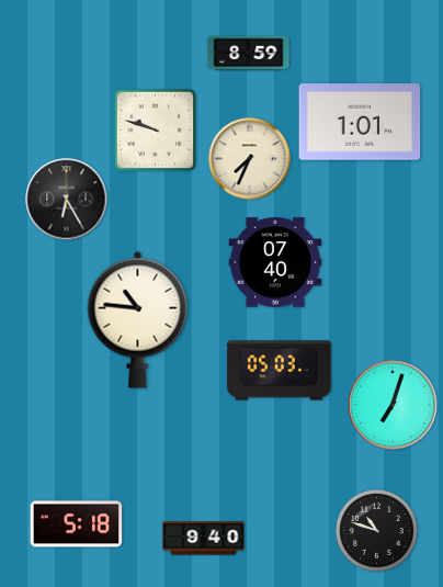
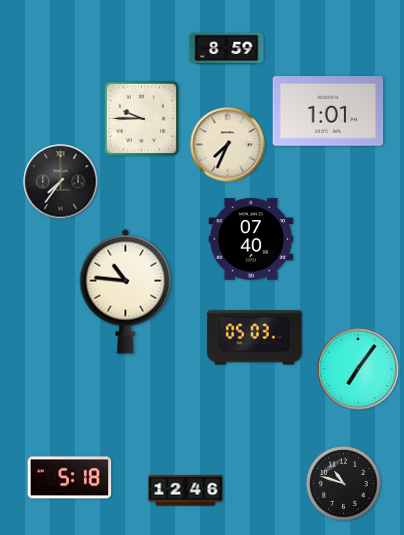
clock at (156, 131): 9:48 -> 9:45
clock at (67, 200): 6:25 -> 7:36
clock at (393, 405): 7:03 -> 7:06
clock at (204, 539): 9:40 -> 12:46
